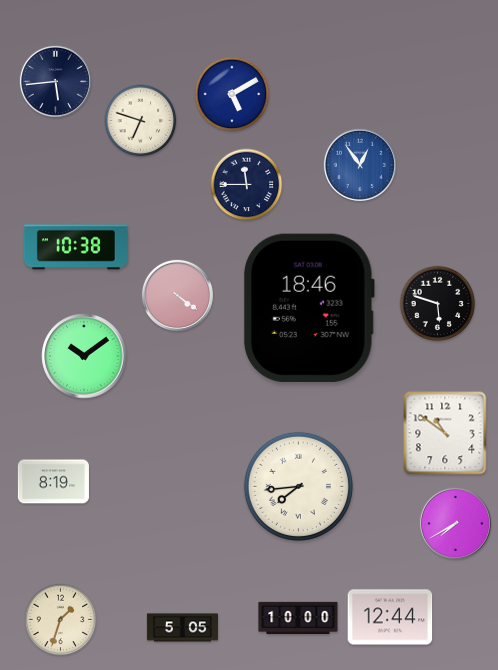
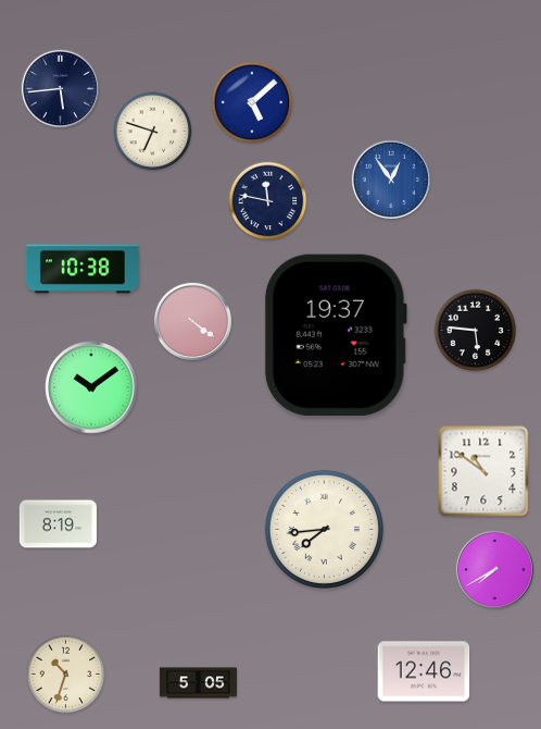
clock at (232, 94): 5:10 -> 5:08
clock at (247, 185): 11:45 -> 11:47
clock at (438, 304): 5:48 -> 5:46
clock at (309, 308): 18:46 -> 19:37
clock at (390, 617): 12:44 -> 12:46
clock at (298, 618): 10:00 -> none
clock at (61, 620): 1:33 -> 10:33
